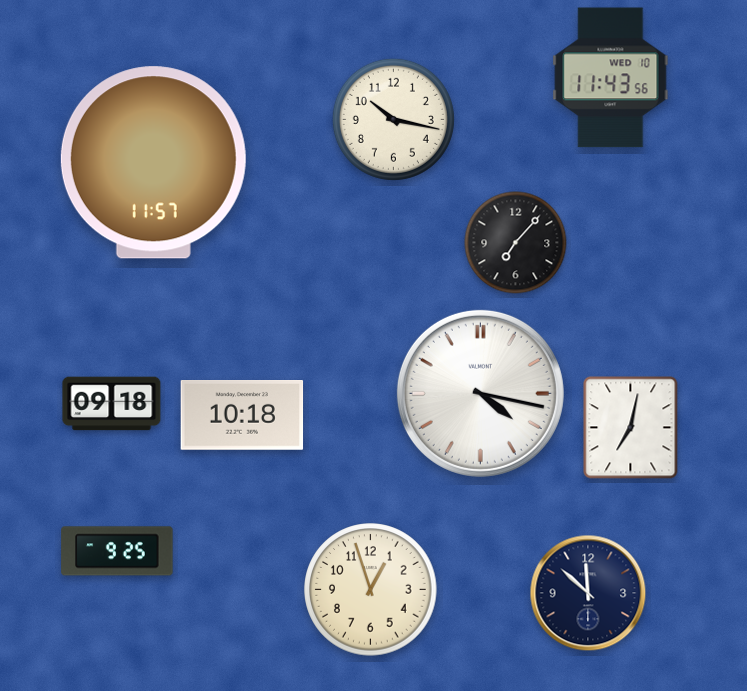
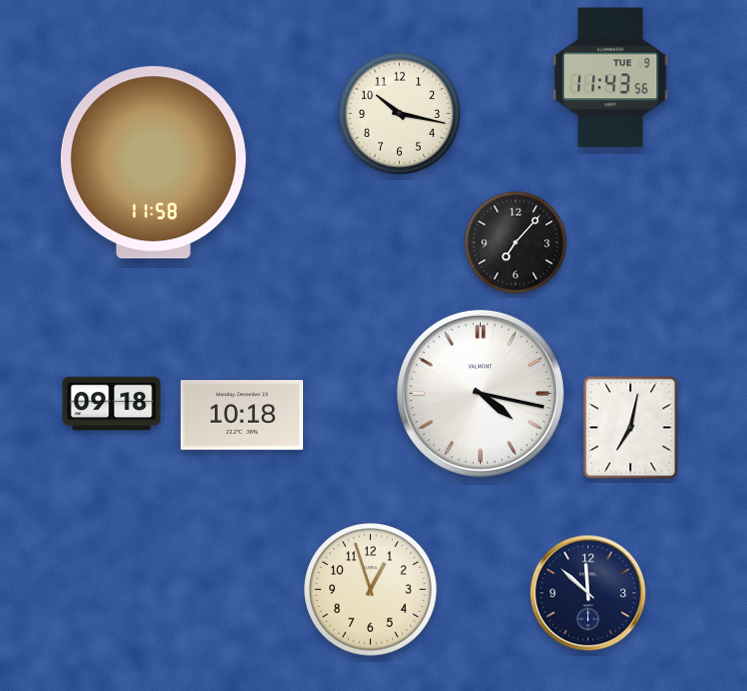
clock at (611, 78) date: WED 10 -> TUE 9
clock at (393, 119) position: (393, 119) -> (399, 113)
clock at (153, 163): 11:57 -> 11:58
clock at (117, 551): 9:25 -> none
